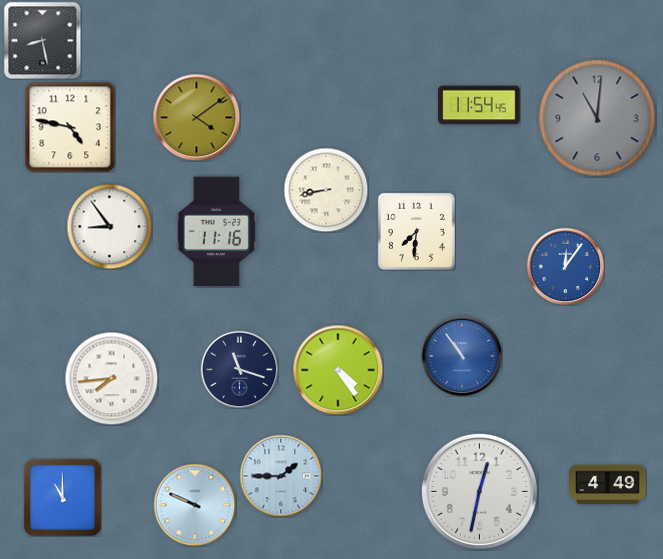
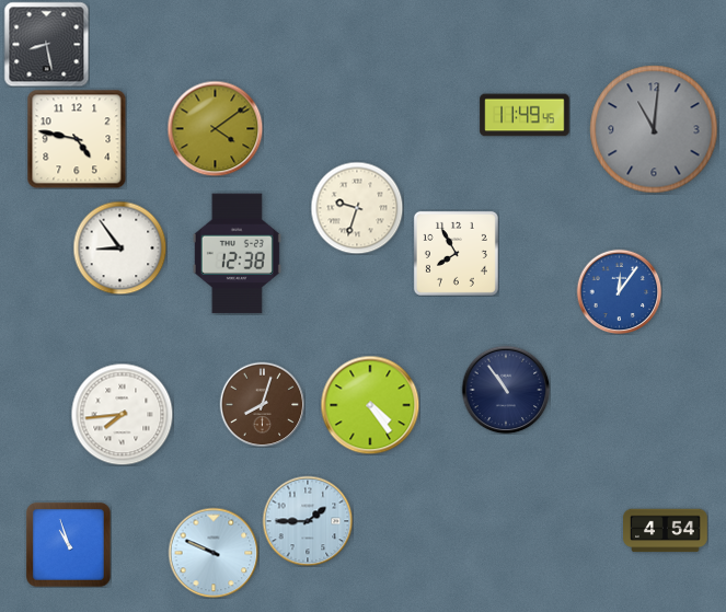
clock at (479, 105): 11:54 -> 11:49
clock at (326, 190): 8:43 -> 9:33
clock at (416, 231): 7:31 -> 7:55
clock at (216, 232): 11:16 -> 12:38
clock at (462, 356) dial: blue -> navy
clock at (239, 369): 11:18 -> 8:03
clock at (239, 369) dial: navy -> brown
clock at (608, 485): 4:49 -> 4:54
clock at (479, 491): 12:32 -> none
clock at (62, 497): 11:00 -> 10:57
